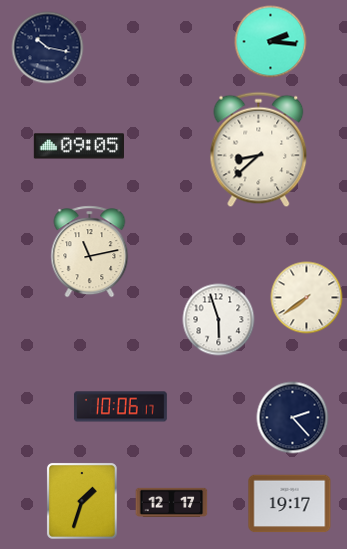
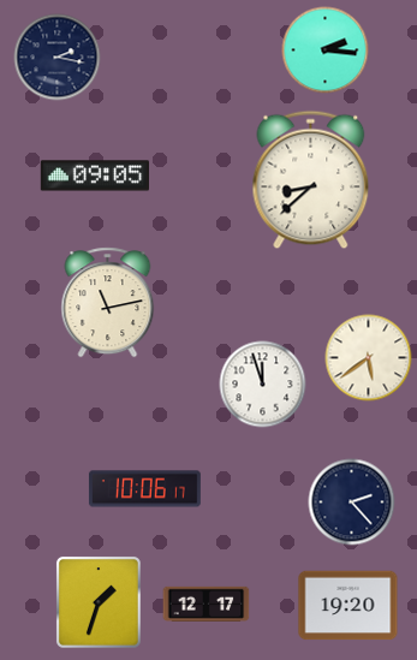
clock at (48, 48): 10:17 -> 2:17
clock at (307, 298): 7:39 -> 5:39
clock at (219, 320): 5:57 -> 11:57
clock at (290, 504): 19:17 -> 19:20
